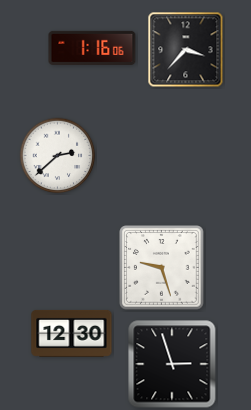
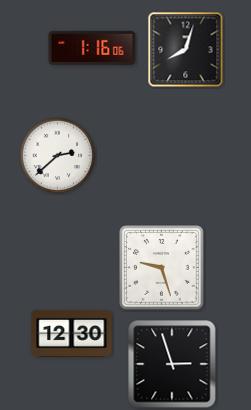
clock at (186, 50): 3:37 -> 8:03
